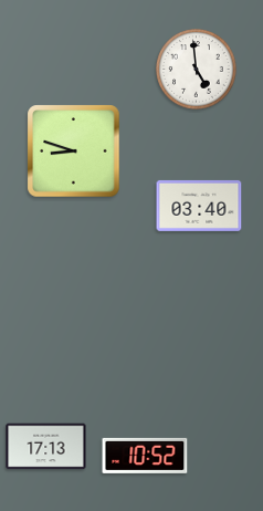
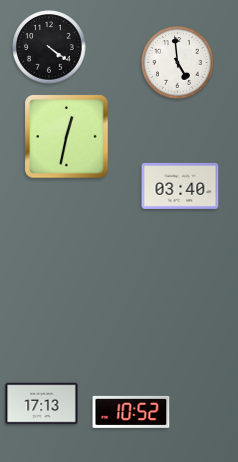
clock at (49, 47): none -> 4:21
clock at (74, 152): 8:48 -> 12:32
